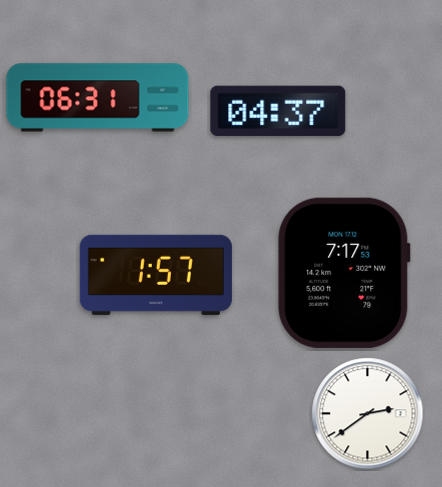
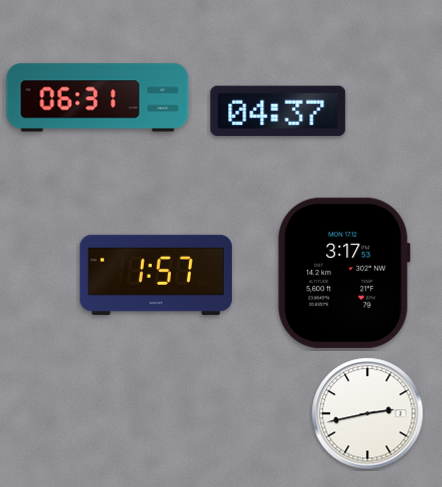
clock at (344, 273): 7:17 -> 3:17
clock at (368, 414): 2:39 -> 2:43
